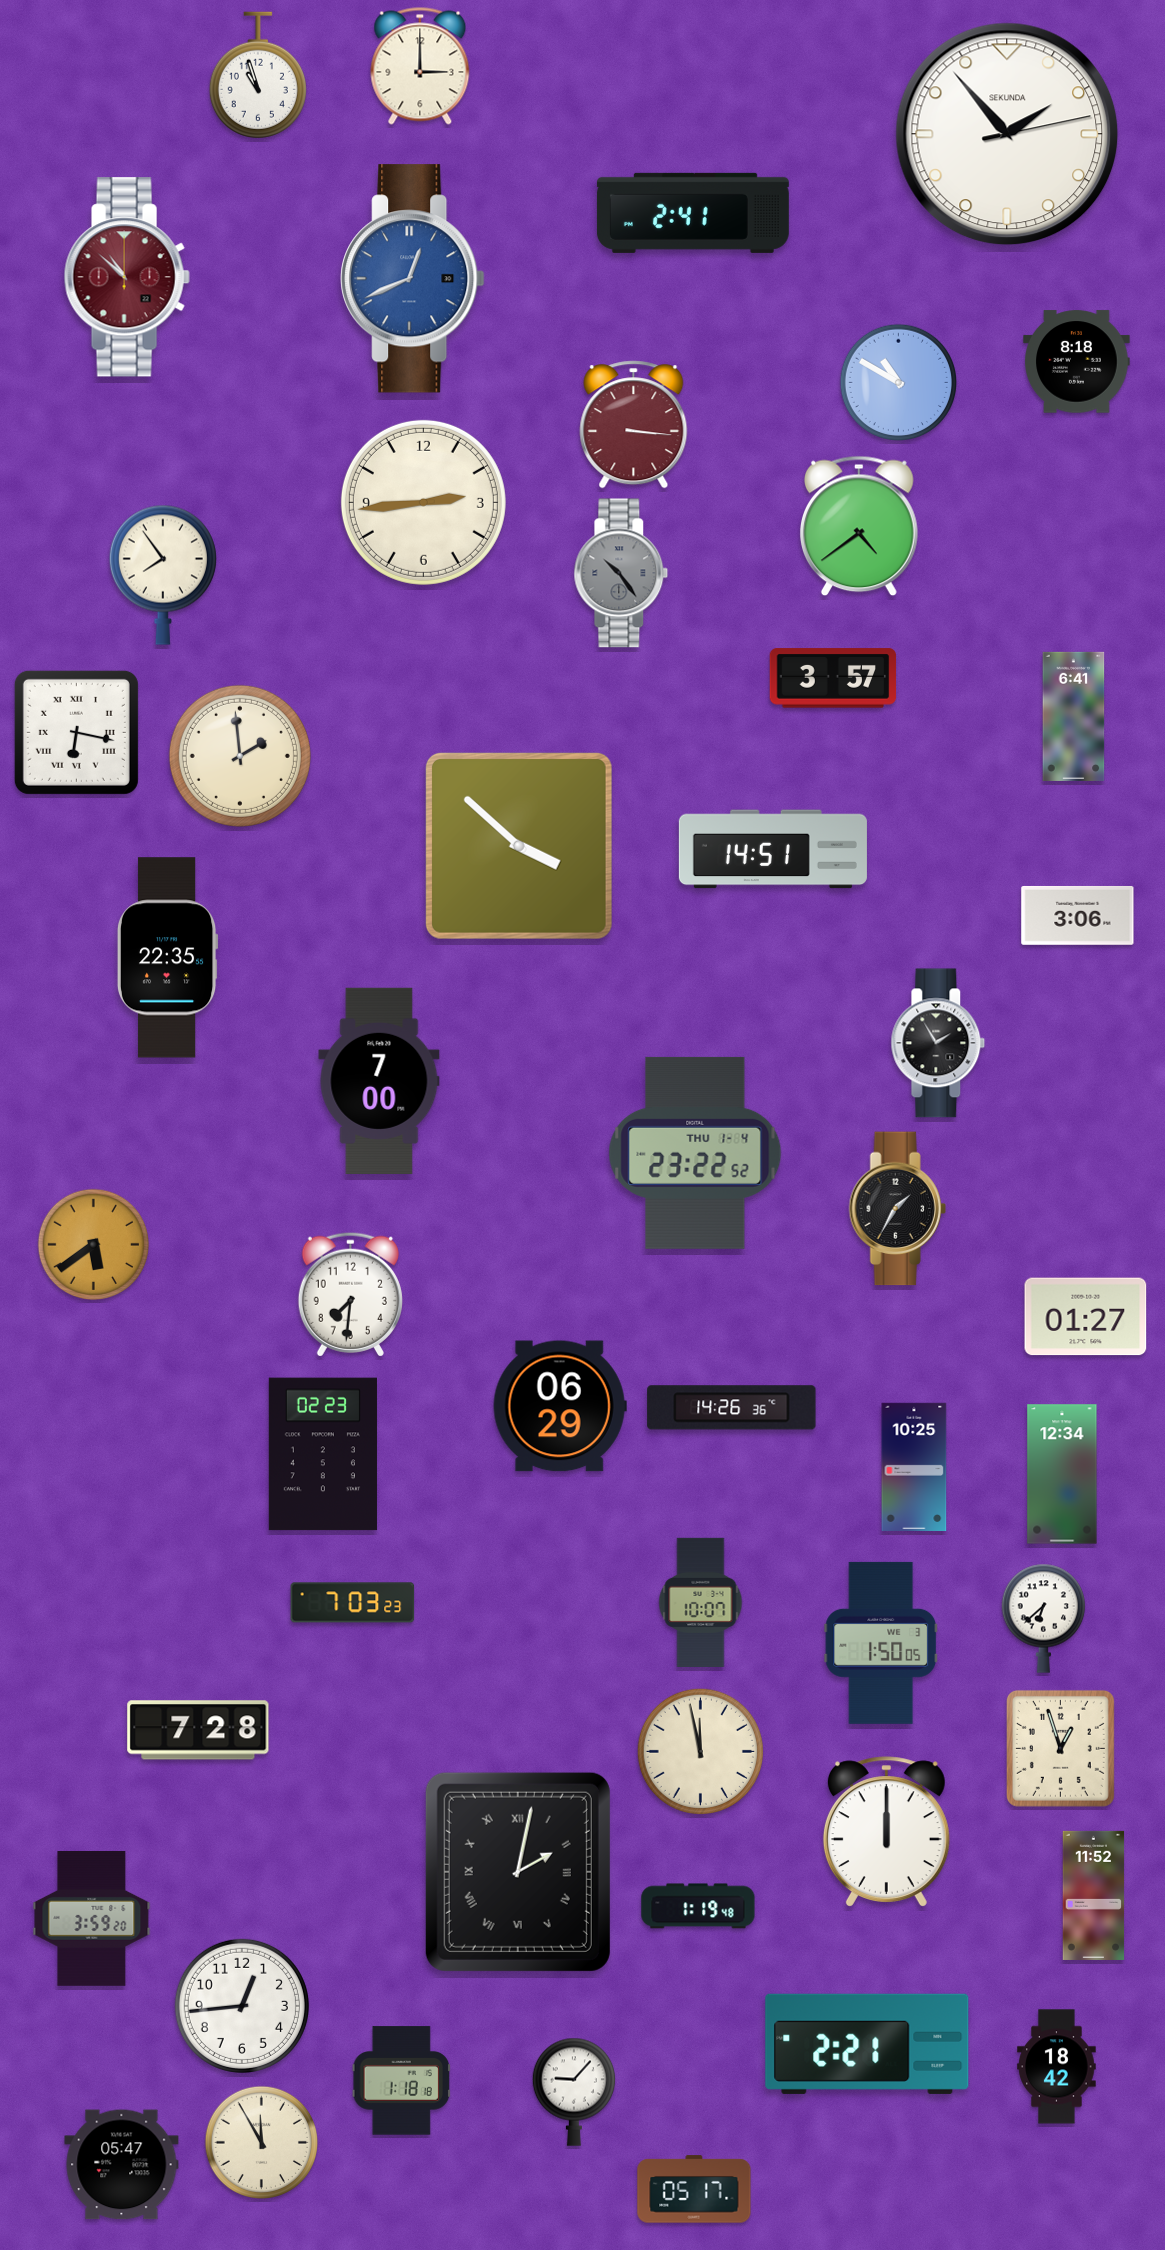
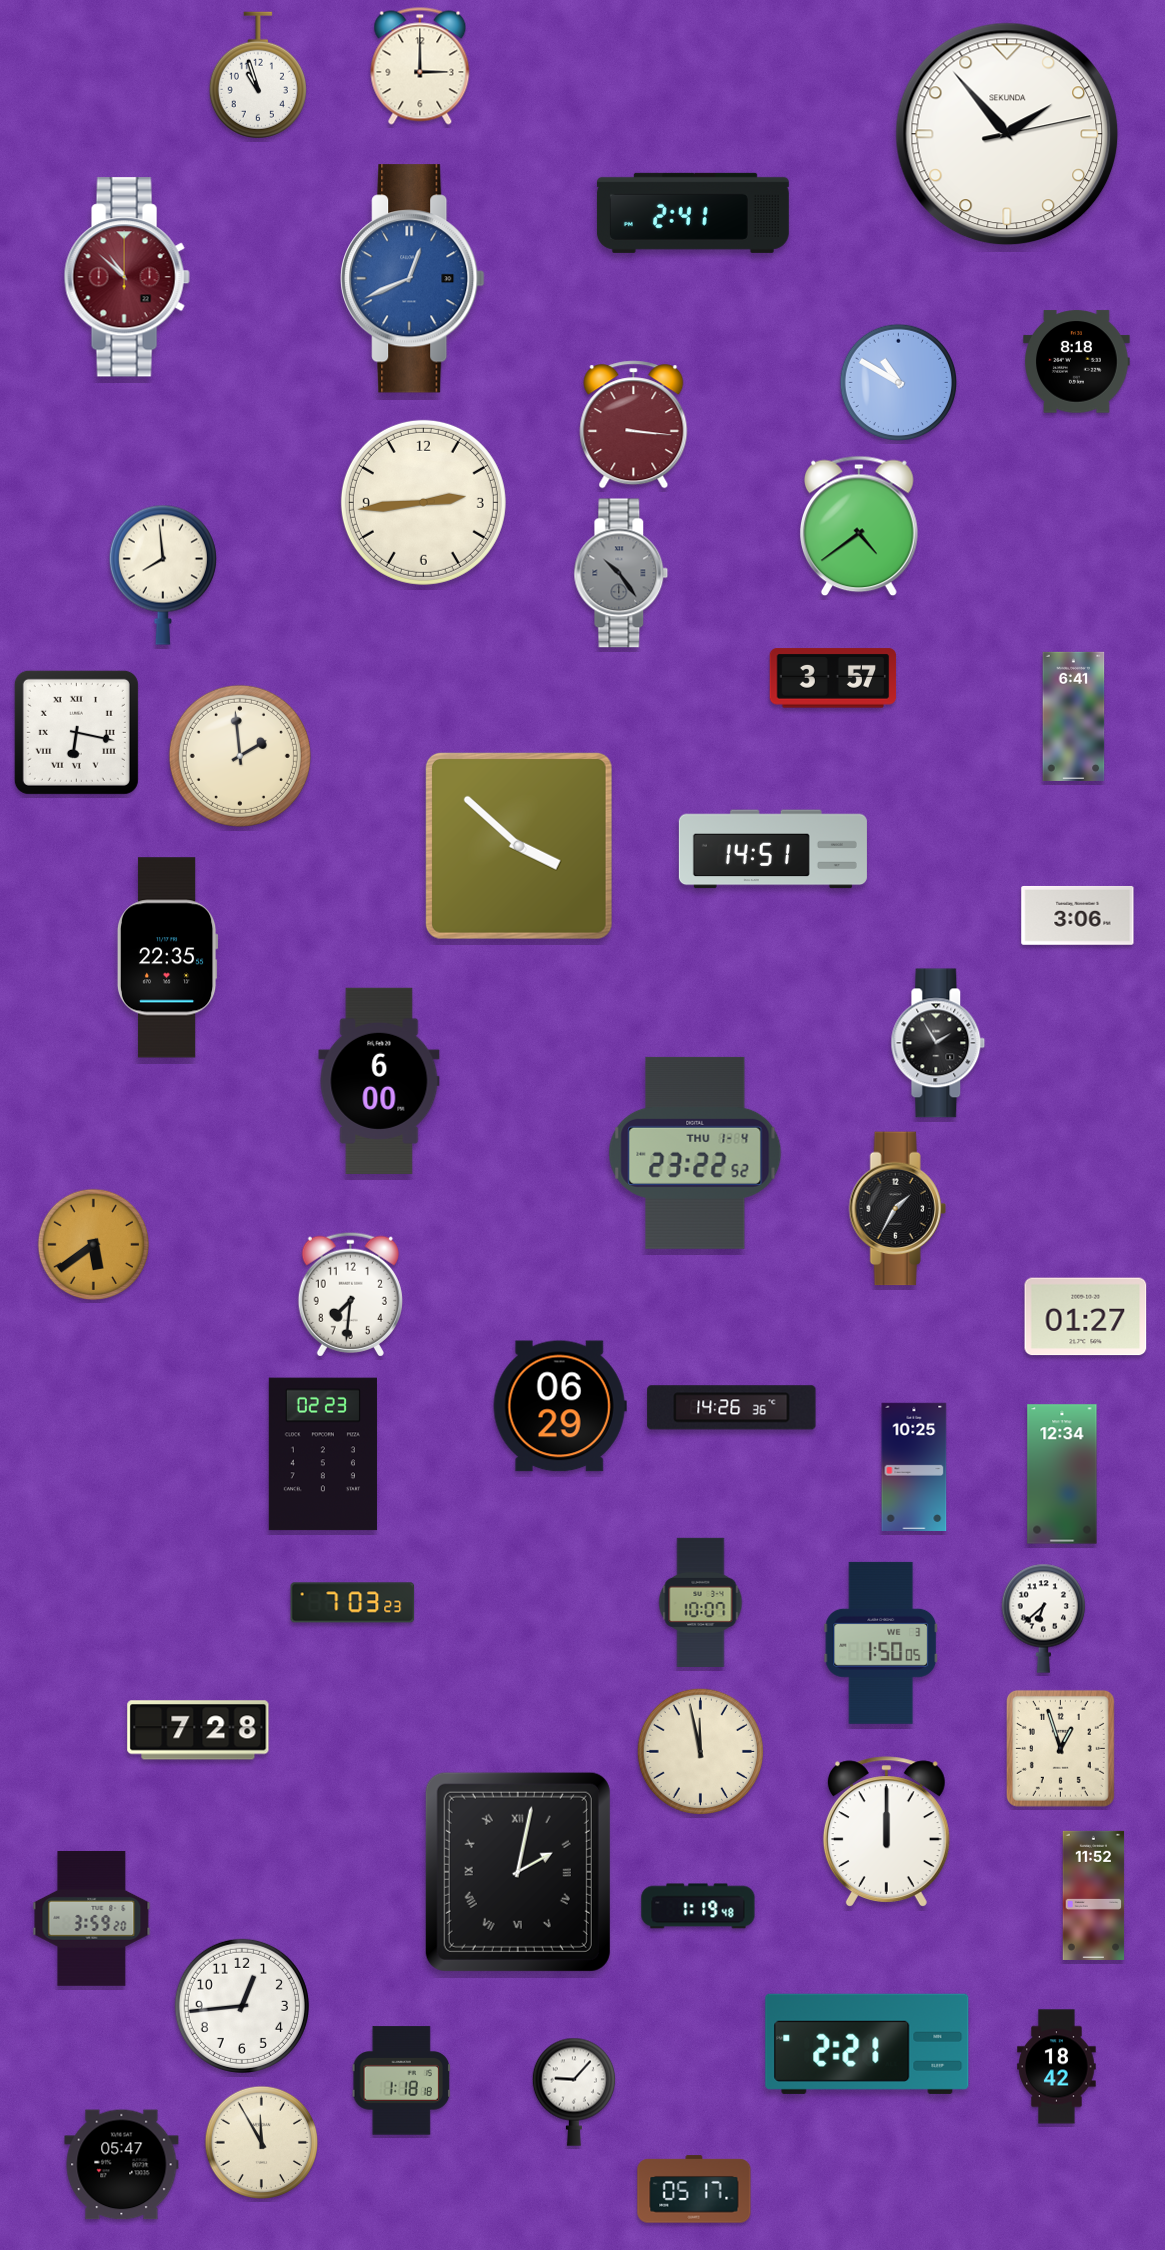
clock at (163, 575): 7:54 -> 7:59
clock at (379, 1081): 7:00 -> 6:00
